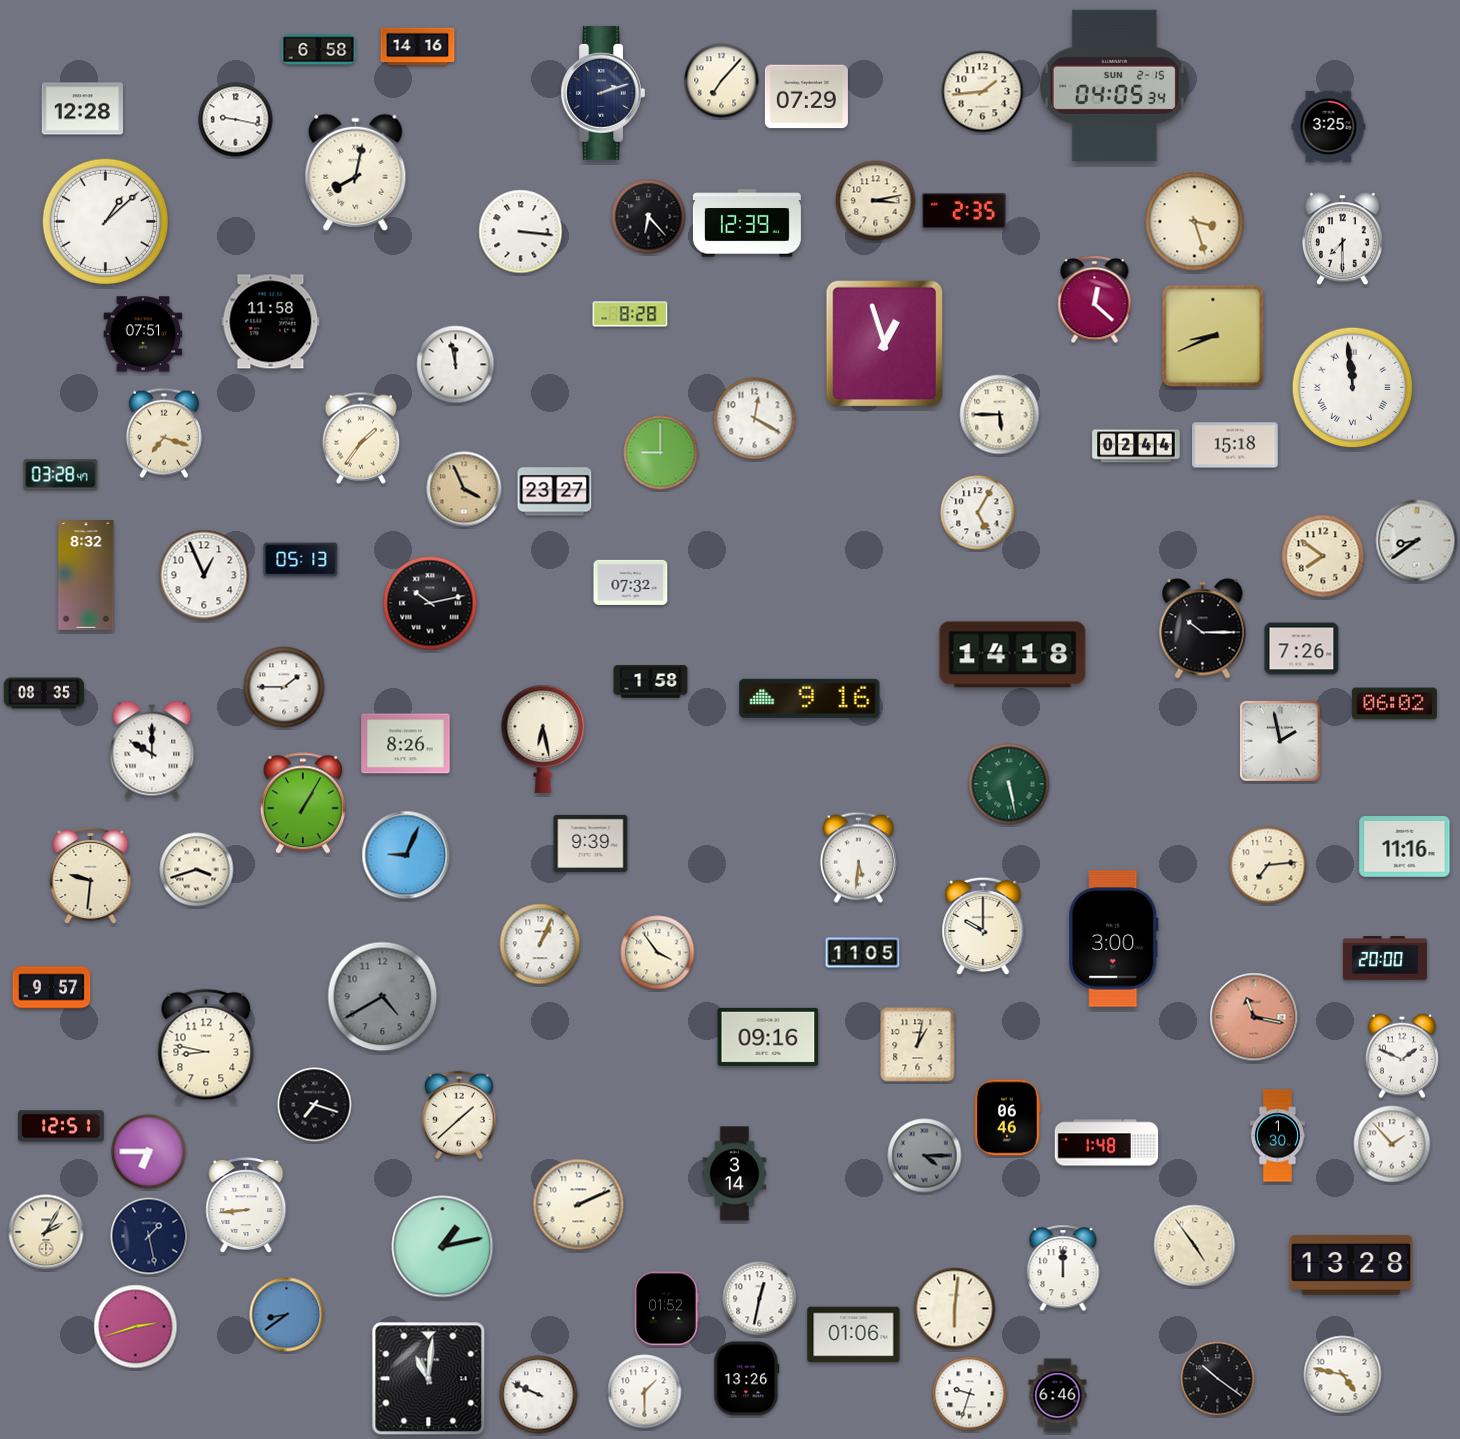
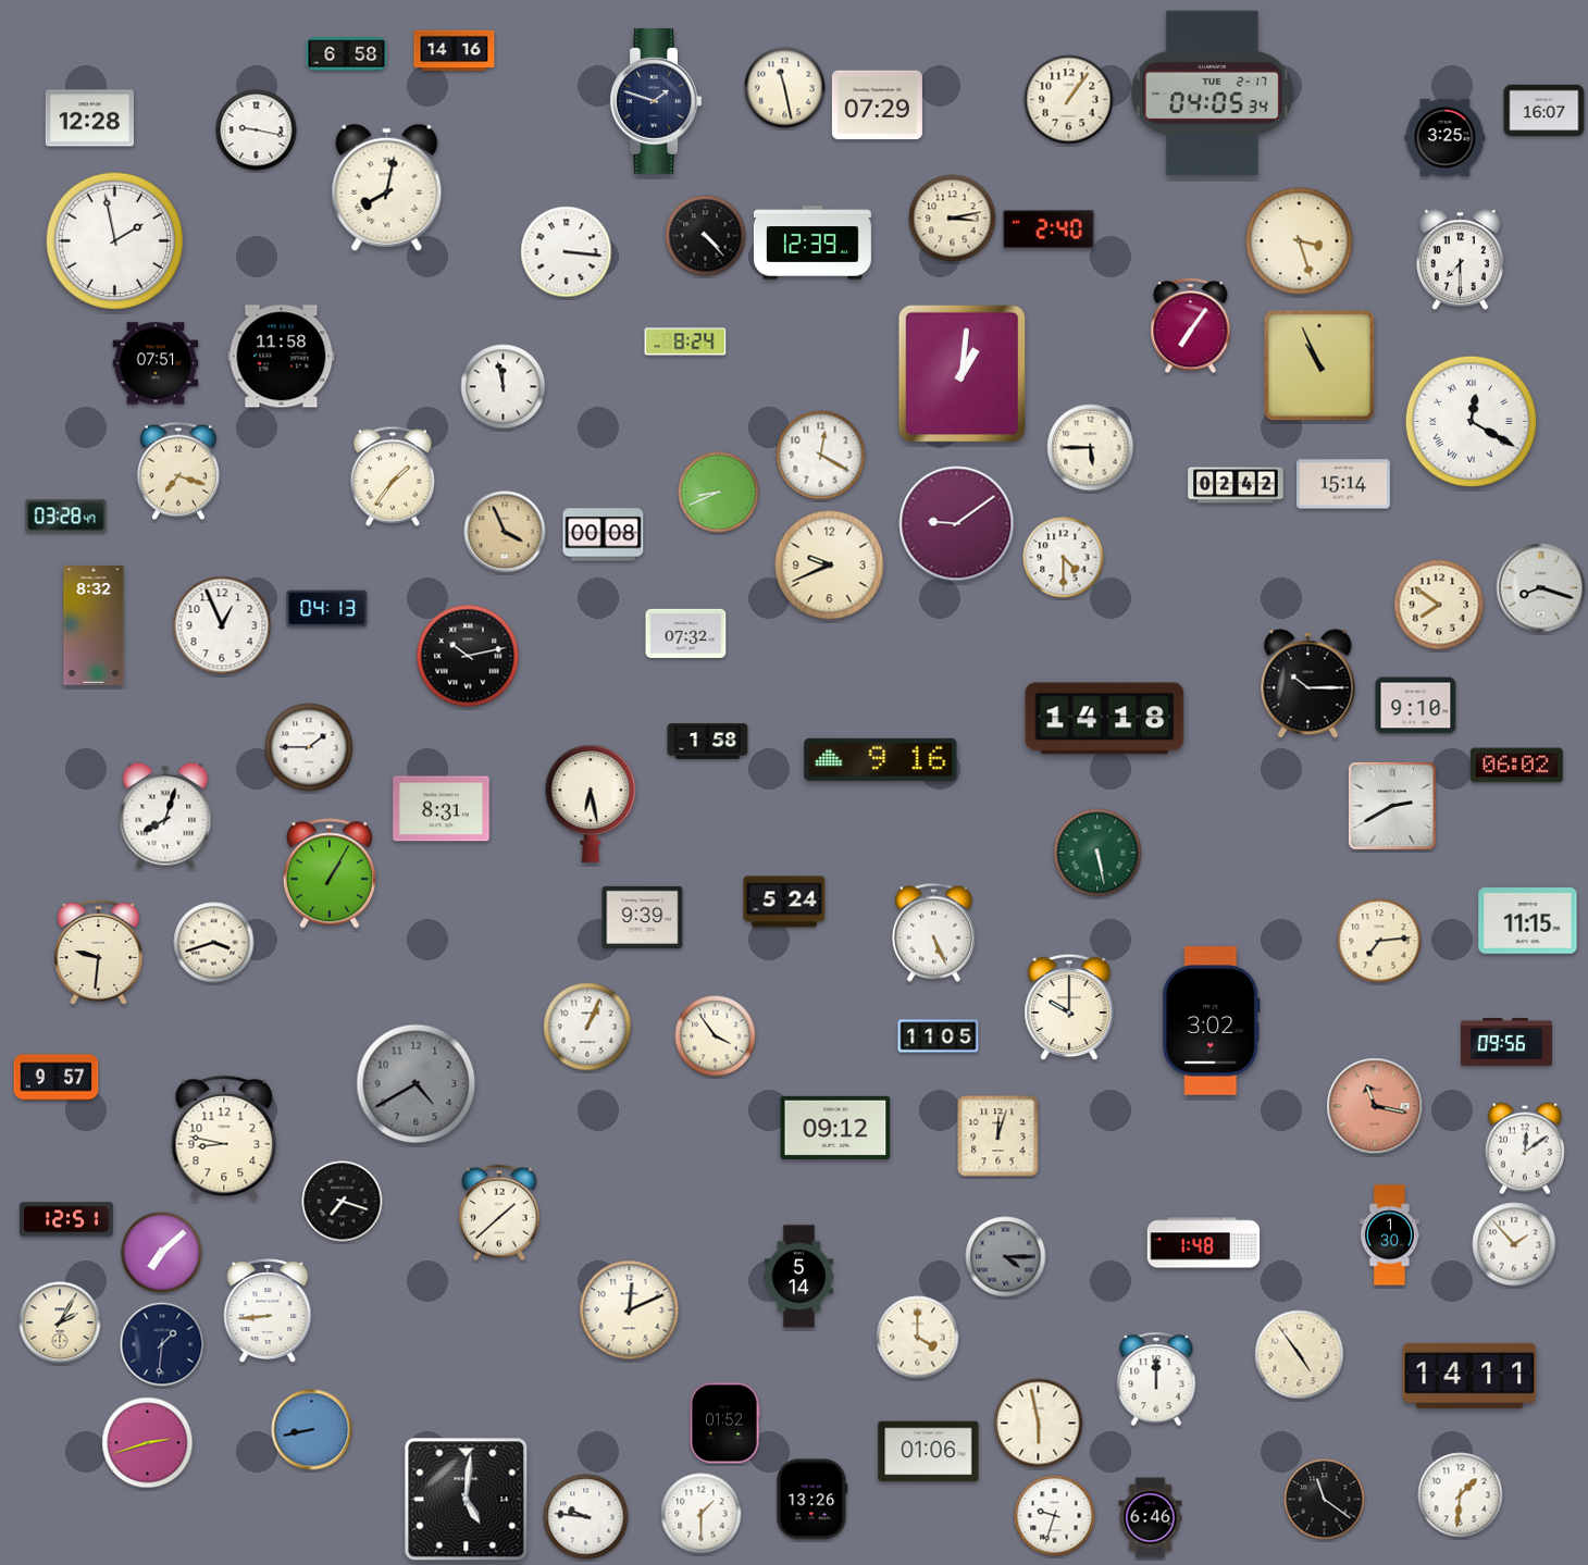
clock at (722, 81): 7:07 -> 11:28
clock at (1114, 85) date: SUN 2-15 -> TUE 2-17
clock at (983, 92): 1:44 -> 1:06
clock at (603, 94): 2:12 -> 1:48
clock at (1544, 111): none -> 16:07
clock at (964, 211): 2:35 -> 2:40
clock at (649, 217): 6:23 -> 4:23
clock at (105, 221): 1:08 -> 1:58
clock at (1095, 300): 12:22 -> 7:06
clock at (630, 314): 8:28 -> 8:24
clock at (271, 322) position: (271, 322) -> (282, 357)
clock at (1213, 336): 8:41 -> 10:56
clock at (885, 344): 12:57 -> 1:01
clock at (456, 365) position: (456, 365) -> (504, 387)
clock at (1353, 388): 11:59 -> 12:20
clock at (1000, 415) position: (1000, 415) -> (1091, 448)
clock at (1236, 445): 15:18 -> 15:14
clock at (1136, 446): 02:44 -> 02:42
clock at (661, 453): 9:00 -> 8:41
clock at (957, 524): none -> 9:09
clock at (555, 492): 23:27 -> 00:08
clock at (978, 513): 5:05 -> 4:30
clock at (830, 566): none -> 9:41
clock at (1417, 541): 8:39 -> 8:18
clock at (301, 560): 05:13 -> 04:13
clock at (1302, 649): 7:26 -> 9:10
clock at (1013, 655) position: (1013, 655) -> (1105, 719)
clock at (44, 693): 08:35 -> none
clock at (1280, 741): 1:58 -> 2:40
clock at (406, 744): 8:26 -> 8:31
clock at (152, 750): 10:00 -> 8:03
clock at (784, 902): none -> 5:24
clock at (1405, 847): 11:16 -> 11:15
clock at (406, 855): 9:04 -> none
clock at (858, 857): 5:31 -> 5:26
clock at (197, 870) position: (197, 870) -> (214, 943)
clock at (1114, 939): 3:00 -> 3:02
clock at (1385, 958): 20:00 -> 09:56
clock at (52, 988) position: (52, 988) -> (57, 1078)
clock at (1254, 1017) position: (1254, 1017) -> (1375, 1106)
clock at (768, 1037): 09:16 -> 09:12
clock at (918, 1045): 1:02 -> 12:03
clock at (1402, 1056): 1:49 -> 12:09
clock at (1007, 1118): 06:46 -> none
clock at (62, 1126) position: (62, 1126) -> (67, 1219)
clock at (149, 1152): 6:45 -> 7:08
clock at (735, 1174): 3:14 -> 5:14
clock at (579, 1205): 2:11 -> 12:11
clock at (918, 1338): none -> 4:00
clock at (46, 1232) position: (46, 1232) -> (60, 1322)
clock at (149, 1236): 1:28 -> 1:31
clock at (443, 1247): 1:13 -> none
clock at (1351, 1265): 13:28 -> 14:11
clock at (760, 1299): 12:32 -> none
clock at (955, 1309): 6:01 -> 5:58
clock at (287, 1315): 8:39 -> 8:43
clock at (1343, 1375): 4:47 -> 1:31
clock at (429, 1379): 11:01 -> 5:01
clock at (1218, 1379): 10:21 -> 11:21
clock at (539, 1395): 9:49 -> 9:46
